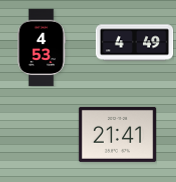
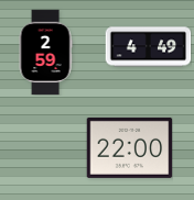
clock at (41, 47): 4:53 -> 2:59
clock at (117, 134): 21:41 -> 22:00
